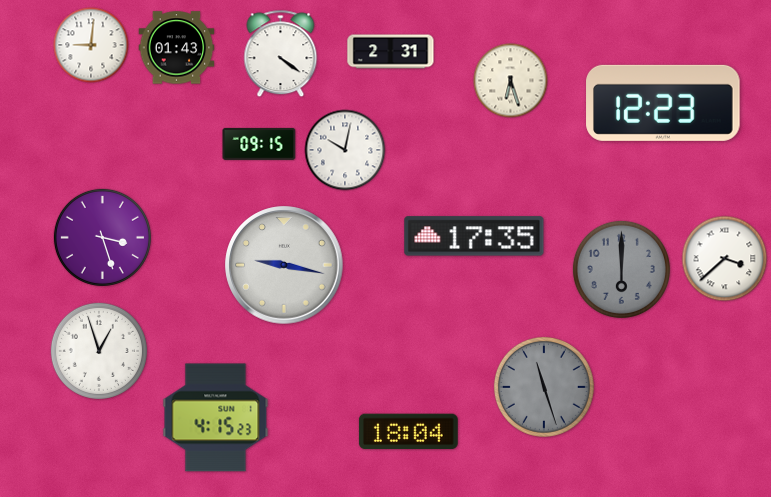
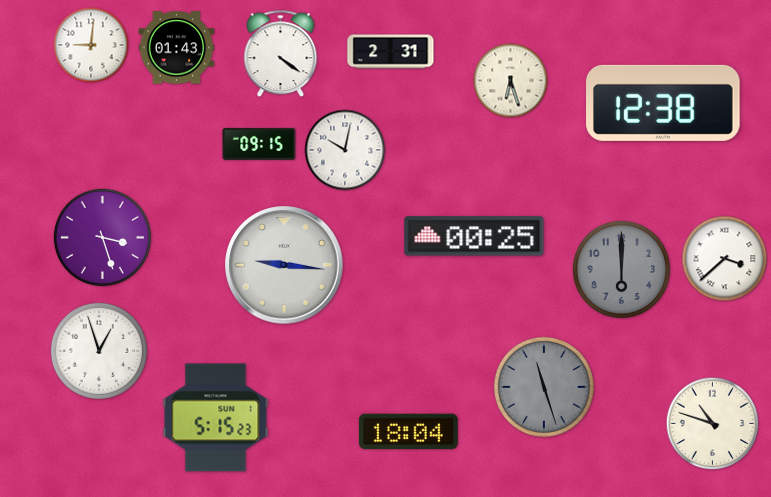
clock at (663, 103): 12:23 -> 12:38
clock at (474, 236): 17:35 -> 00:25
clock at (284, 265): 9:17 -> 9:16
clock at (216, 418): 4:15 -> 5:15
clock at (713, 424): none -> 10:48
